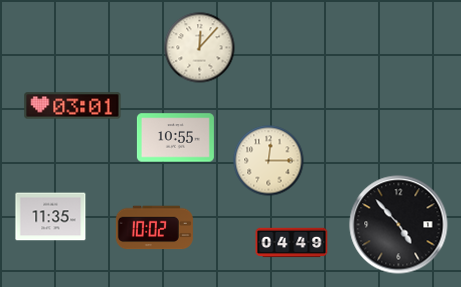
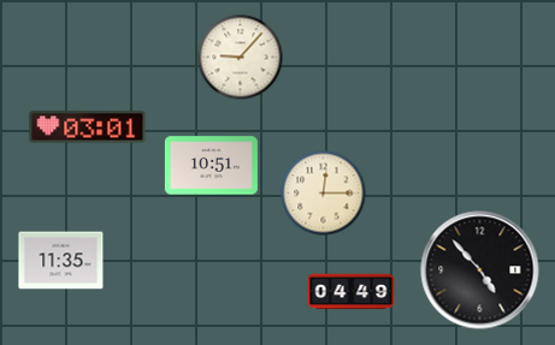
clock at (200, 48): 12:07 -> 9:07
clock at (175, 138): 10:55 -> 10:51
clock at (154, 228): 10:02 -> none
